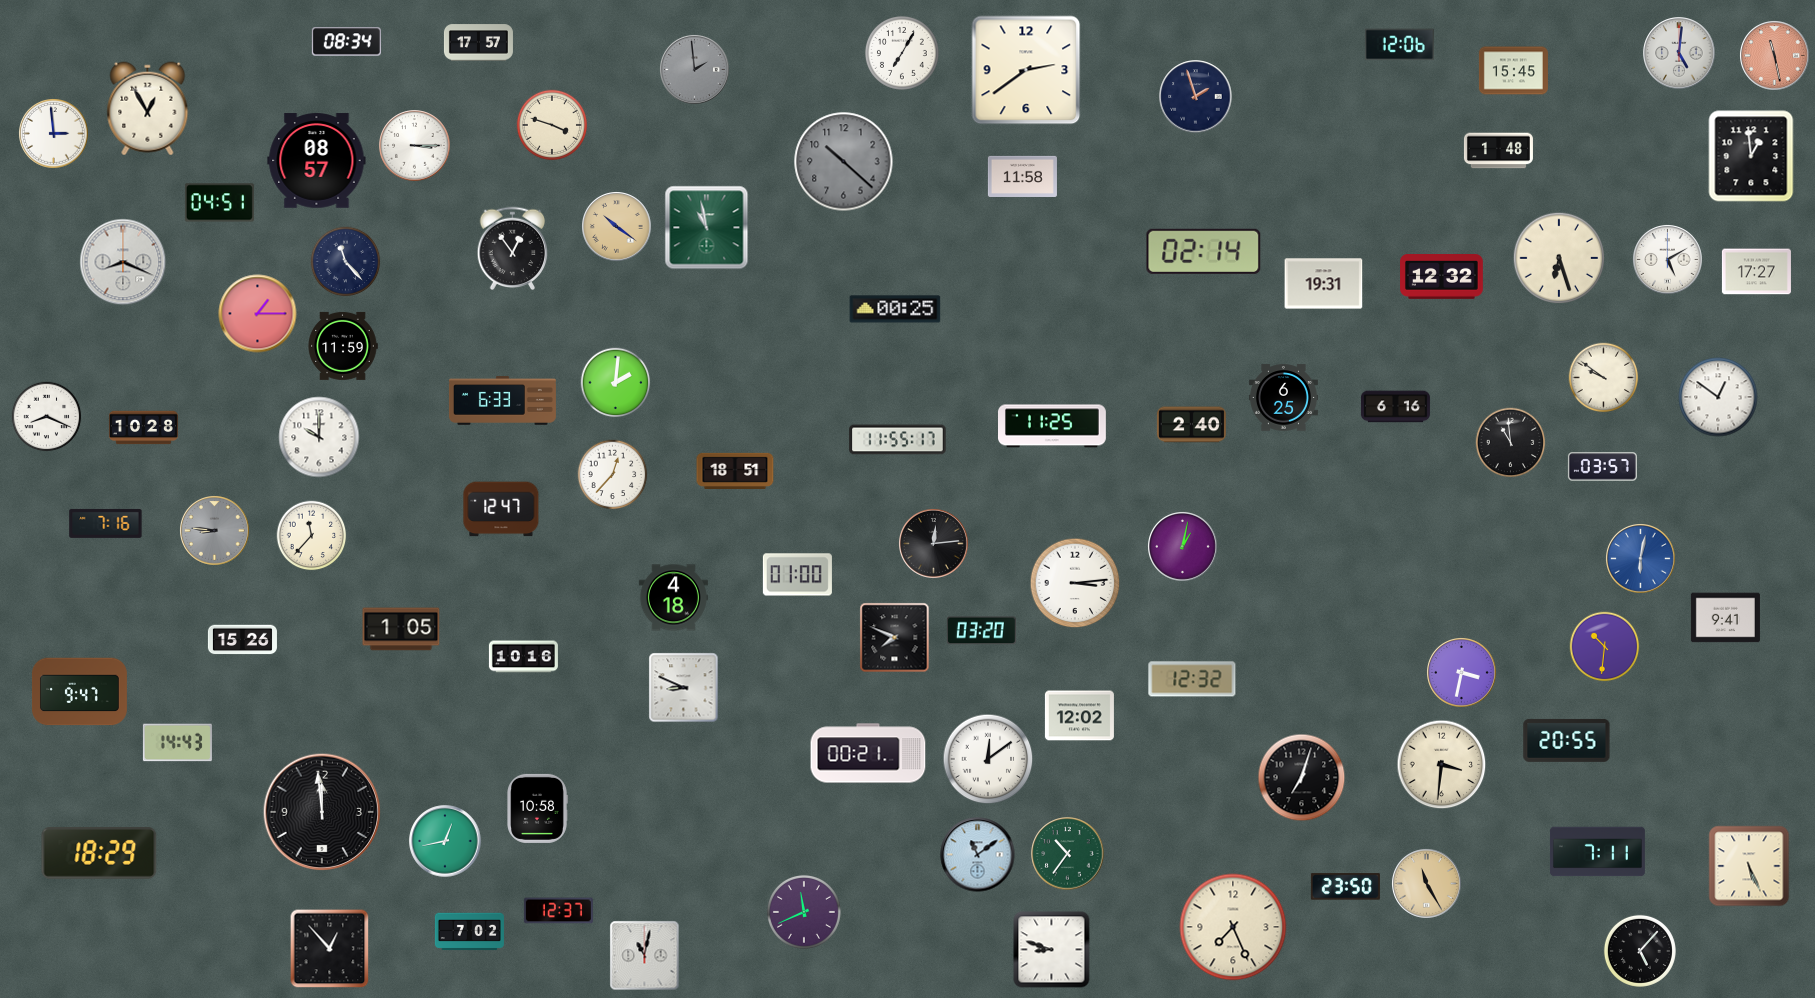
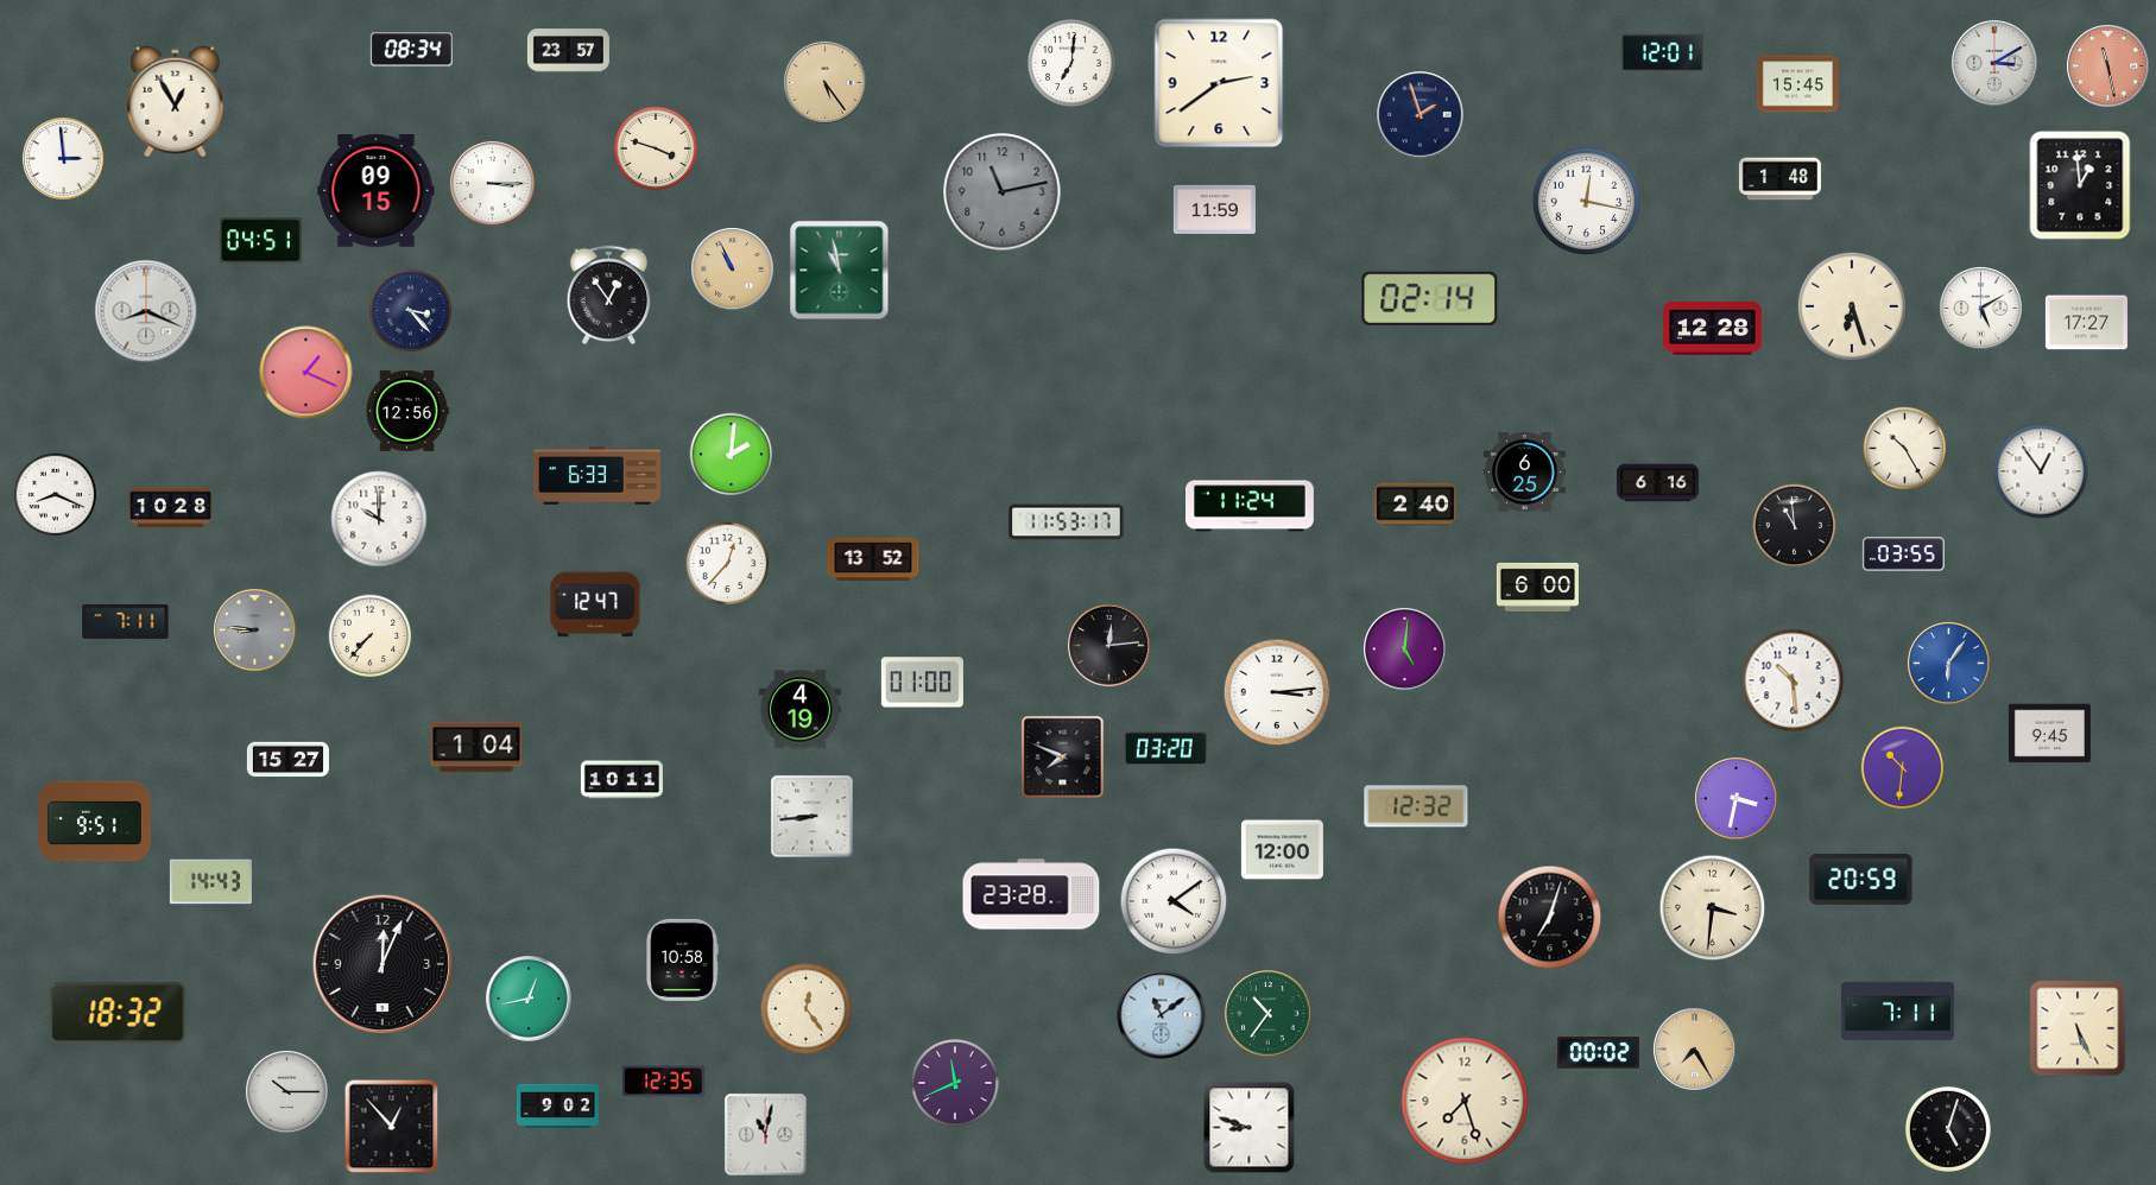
clock at (478, 43): 17:57 -> 23:57
clock at (1399, 45): 12:06 -> 12:01
clock at (902, 53): 7:05 -> 7:01
clock at (1679, 53): 5:01 -> 3:10
clock at (695, 70): 1:59 -> 5:24
clock at (695, 70) dial: grey -> champagne
clock at (148, 109) position: (148, 109) -> (176, 102)
clock at (415, 146) position: (415, 146) -> (493, 184)
clock at (317, 161): 08:57 -> 09:15
clock at (844, 162): 10:22 -> 11:13
clock at (1587, 202): none -> 12:17
clock at (1022, 176): 11:58 -> 11:59
clock at (617, 227): 10:21 -> 10:56
clock at (346, 262): 11:23 -> 3:23
clock at (1442, 277): 12:32 -> 12:28
clock at (1324, 284): 19:31 -> none
clock at (895, 309): 00:25 -> none
clock at (258, 314): 1:15 -> 1:19
clock at (343, 346): 11:59 -> 12:56
clock at (1604, 378): 9:51 -> 10:25
clock at (1718, 397): 12:51 -> 12:54
clock at (1053, 426): 11:25 -> 11:24
clock at (898, 440): 11:55 -> 11:53
clock at (1602, 467): 03:57 -> 03:55
clock at (735, 470): 18:51 -> 13:52
clock at (1537, 587): none -> 6:00
clock at (106, 523): 7:16 -> 7:11
clock at (312, 536): 11:37 -> 7:37
clock at (1183, 547): 1:02 -> 5:01
clock at (1641, 559): 6:02 -> 6:06
clock at (1793, 680): none -> 10:29
clock at (797, 575) position: (797, 575) -> (922, 683)
clock at (673, 598): 4:18 -> 4:19
clock at (1725, 618): 9:41 -> 9:45
clock at (401, 629): 1:05 -> 1:04
clock at (242, 640): 15:26 -> 15:27
clock at (1605, 647) position: (1605, 647) -> (1903, 768)
clock at (523, 657): 10:16 -> 10:11
clock at (684, 688): 8:49 -> 8:44
clock at (79, 692): 9:47 -> 9:51
clock at (1079, 716): 12:02 -> 12:00
clock at (1567, 740): 20:55 -> 20:59
clock at (868, 753): 00:21 -> 23:28
clock at (988, 759): 12:09 -> 4:09
clock at (1302, 778) position: (1302, 778) -> (1550, 918)
clock at (537, 808) position: (537, 808) -> (682, 959)
clock at (322, 812): 11:59 -> 12:04
clock at (807, 1009): none -> 12:24
clock at (99, 853): 18:29 -> 18:32
clock at (1427, 884): 11:25 -> 7:25
clock at (1345, 887): 23:50 -> 00:02
clock at (558, 911): 12:37 -> 12:35
clock at (287, 1092): none -> 10:15
clock at (1233, 927): 7:26 -> 7:27
clock at (469, 932): 7:02 -> 9:02
clock at (1640, 951): 5:07 -> 5:03
